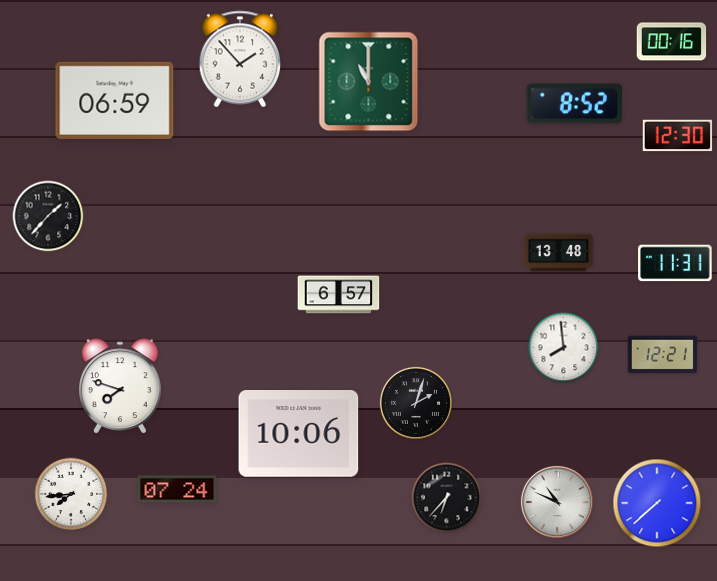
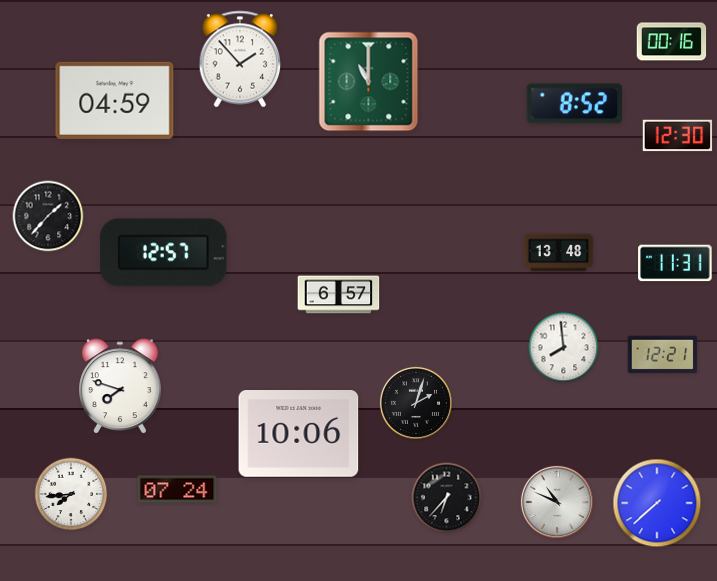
clock at (115, 100): 06:59 -> 04:59
clock at (164, 253): none -> 12:57
